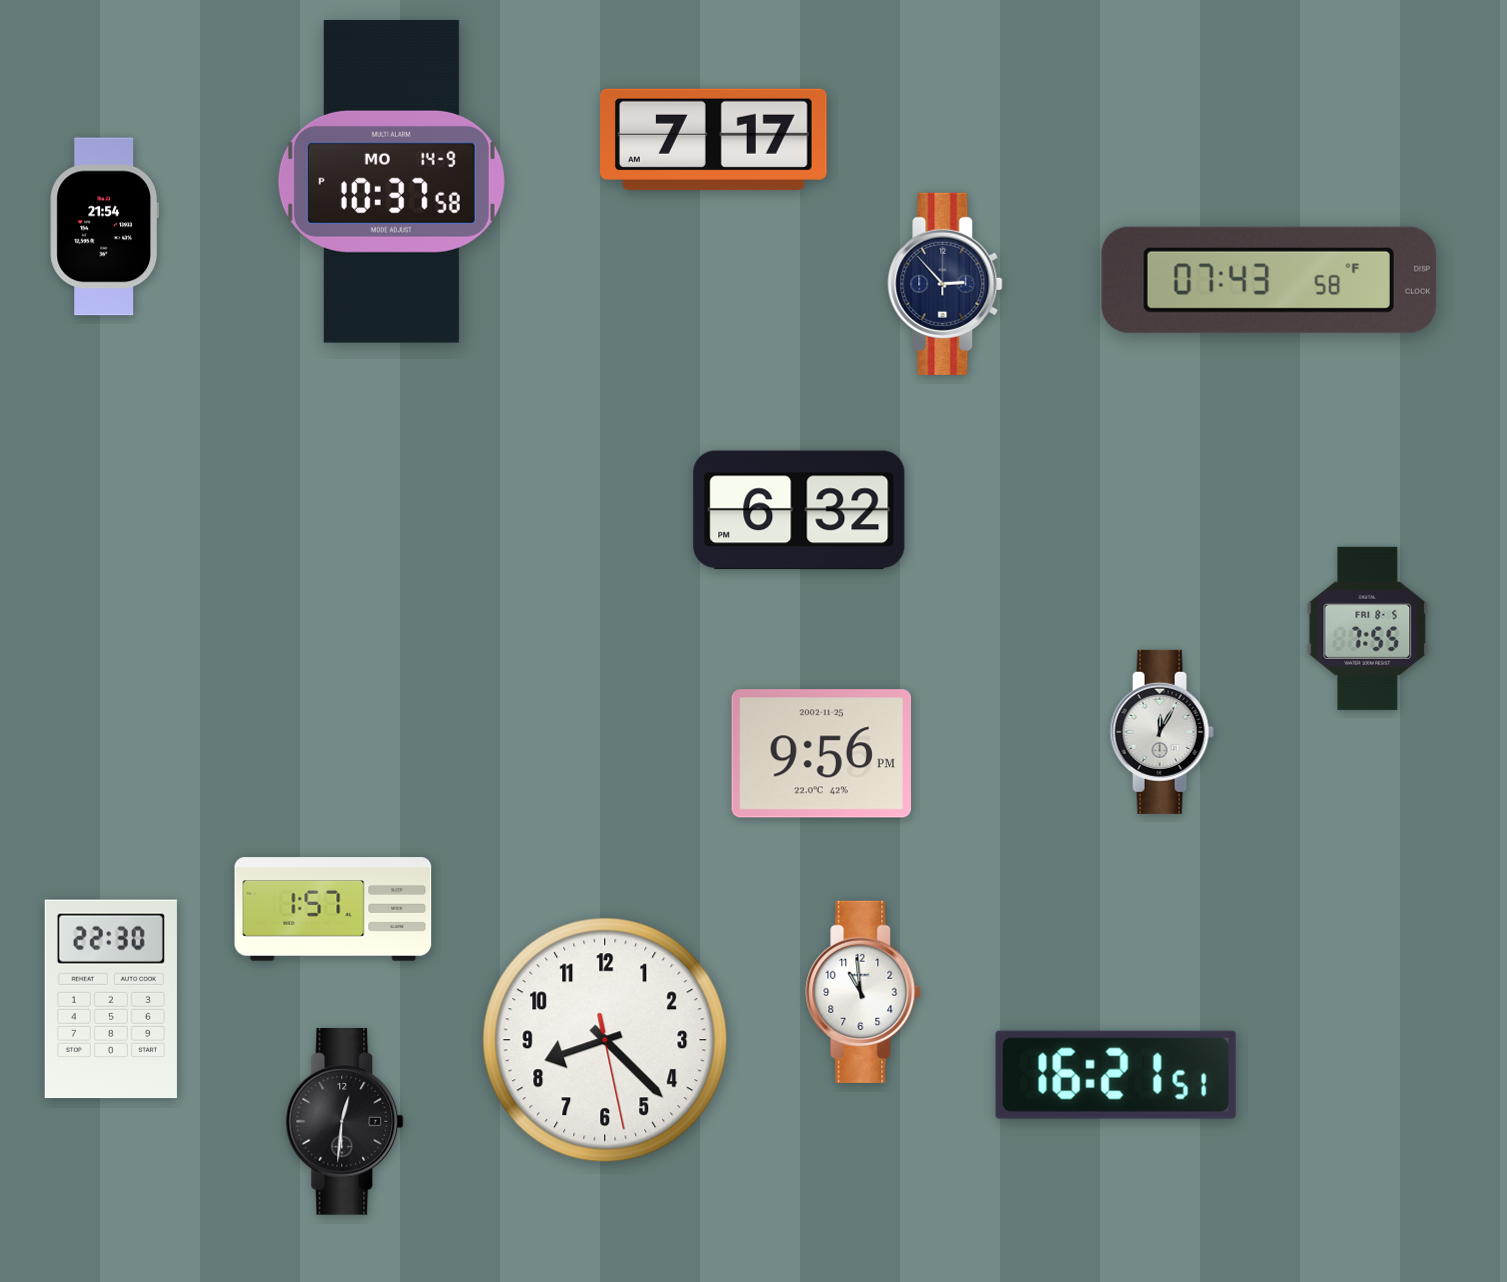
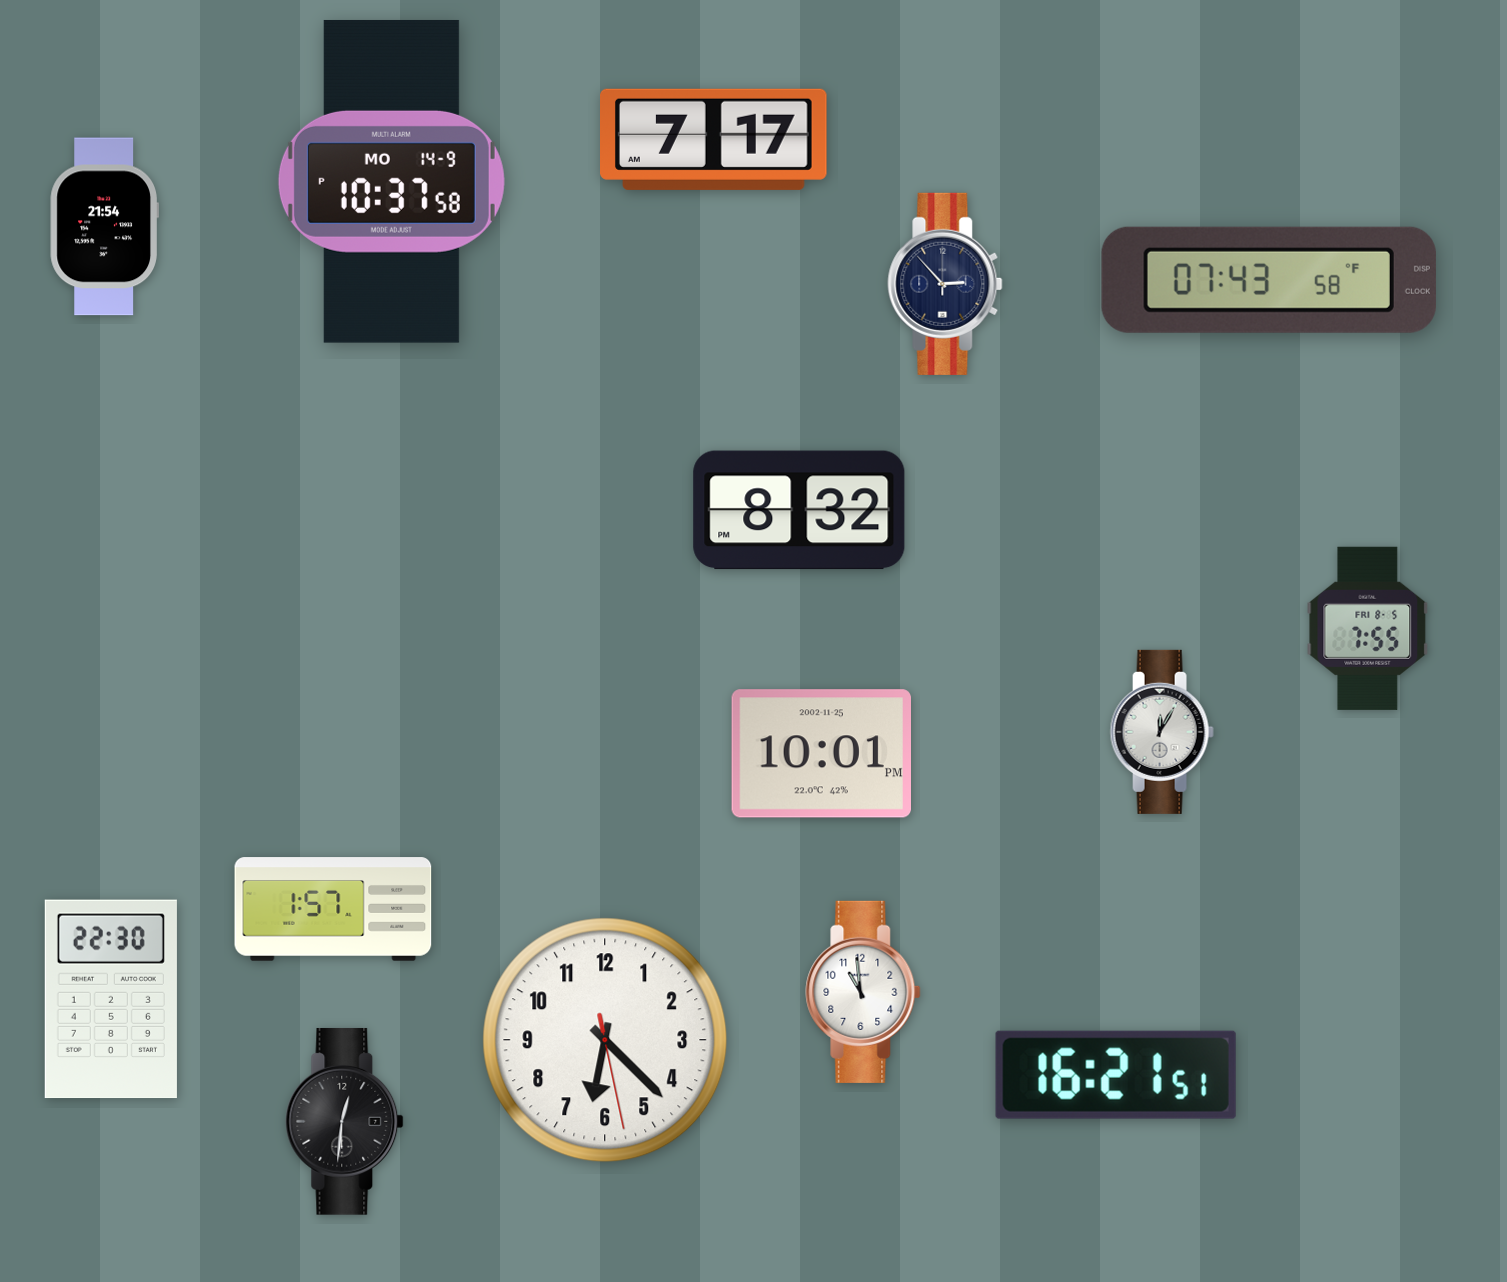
clock at (799, 510): 6:32 -> 8:32
clock at (821, 754): 9:56 -> 10:01
clock at (605, 1040): 8:22 -> 6:22
